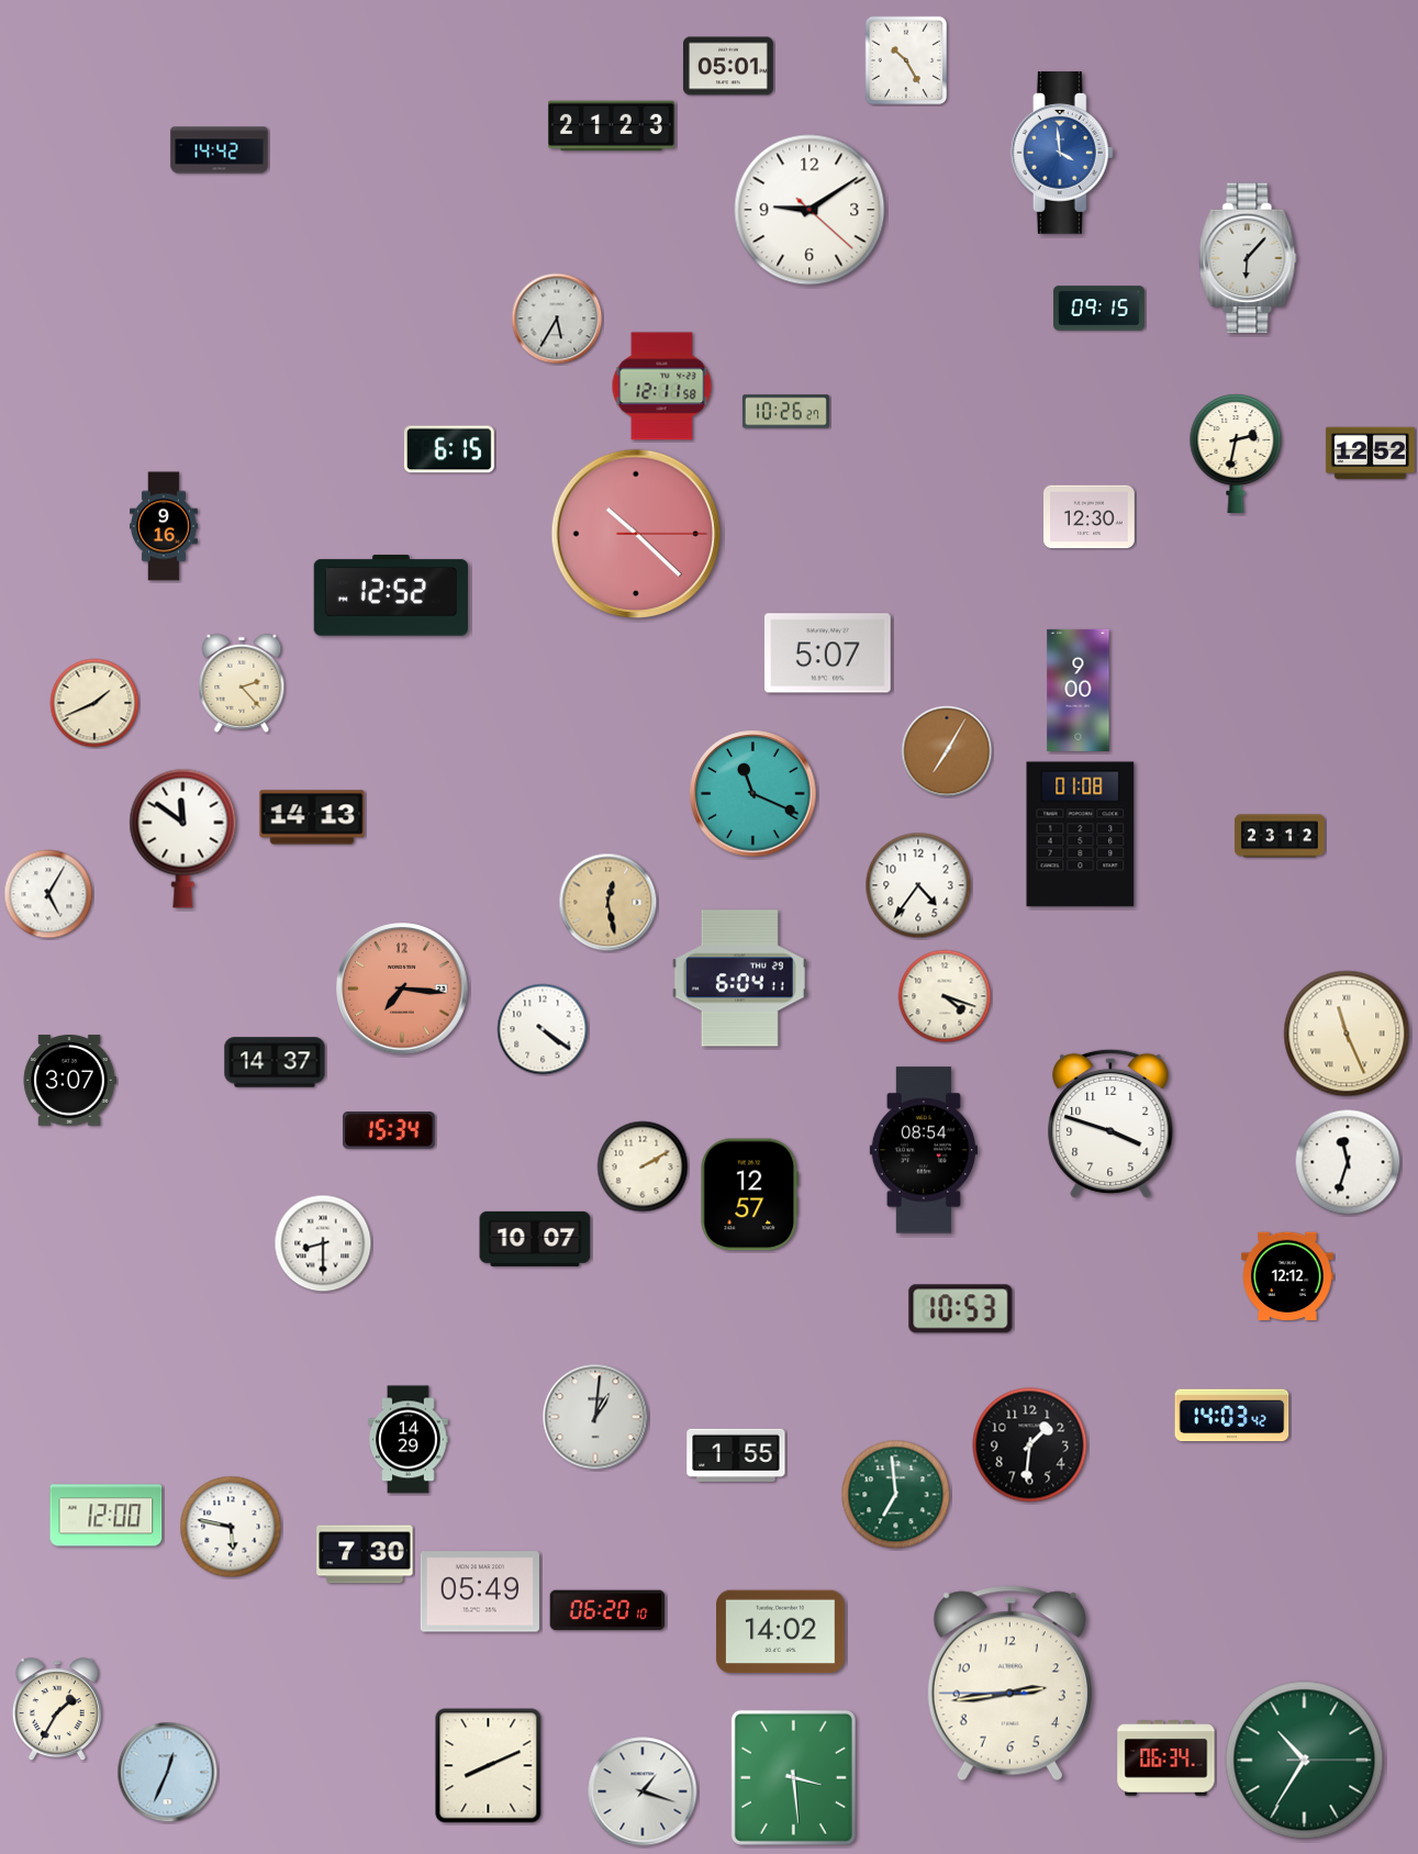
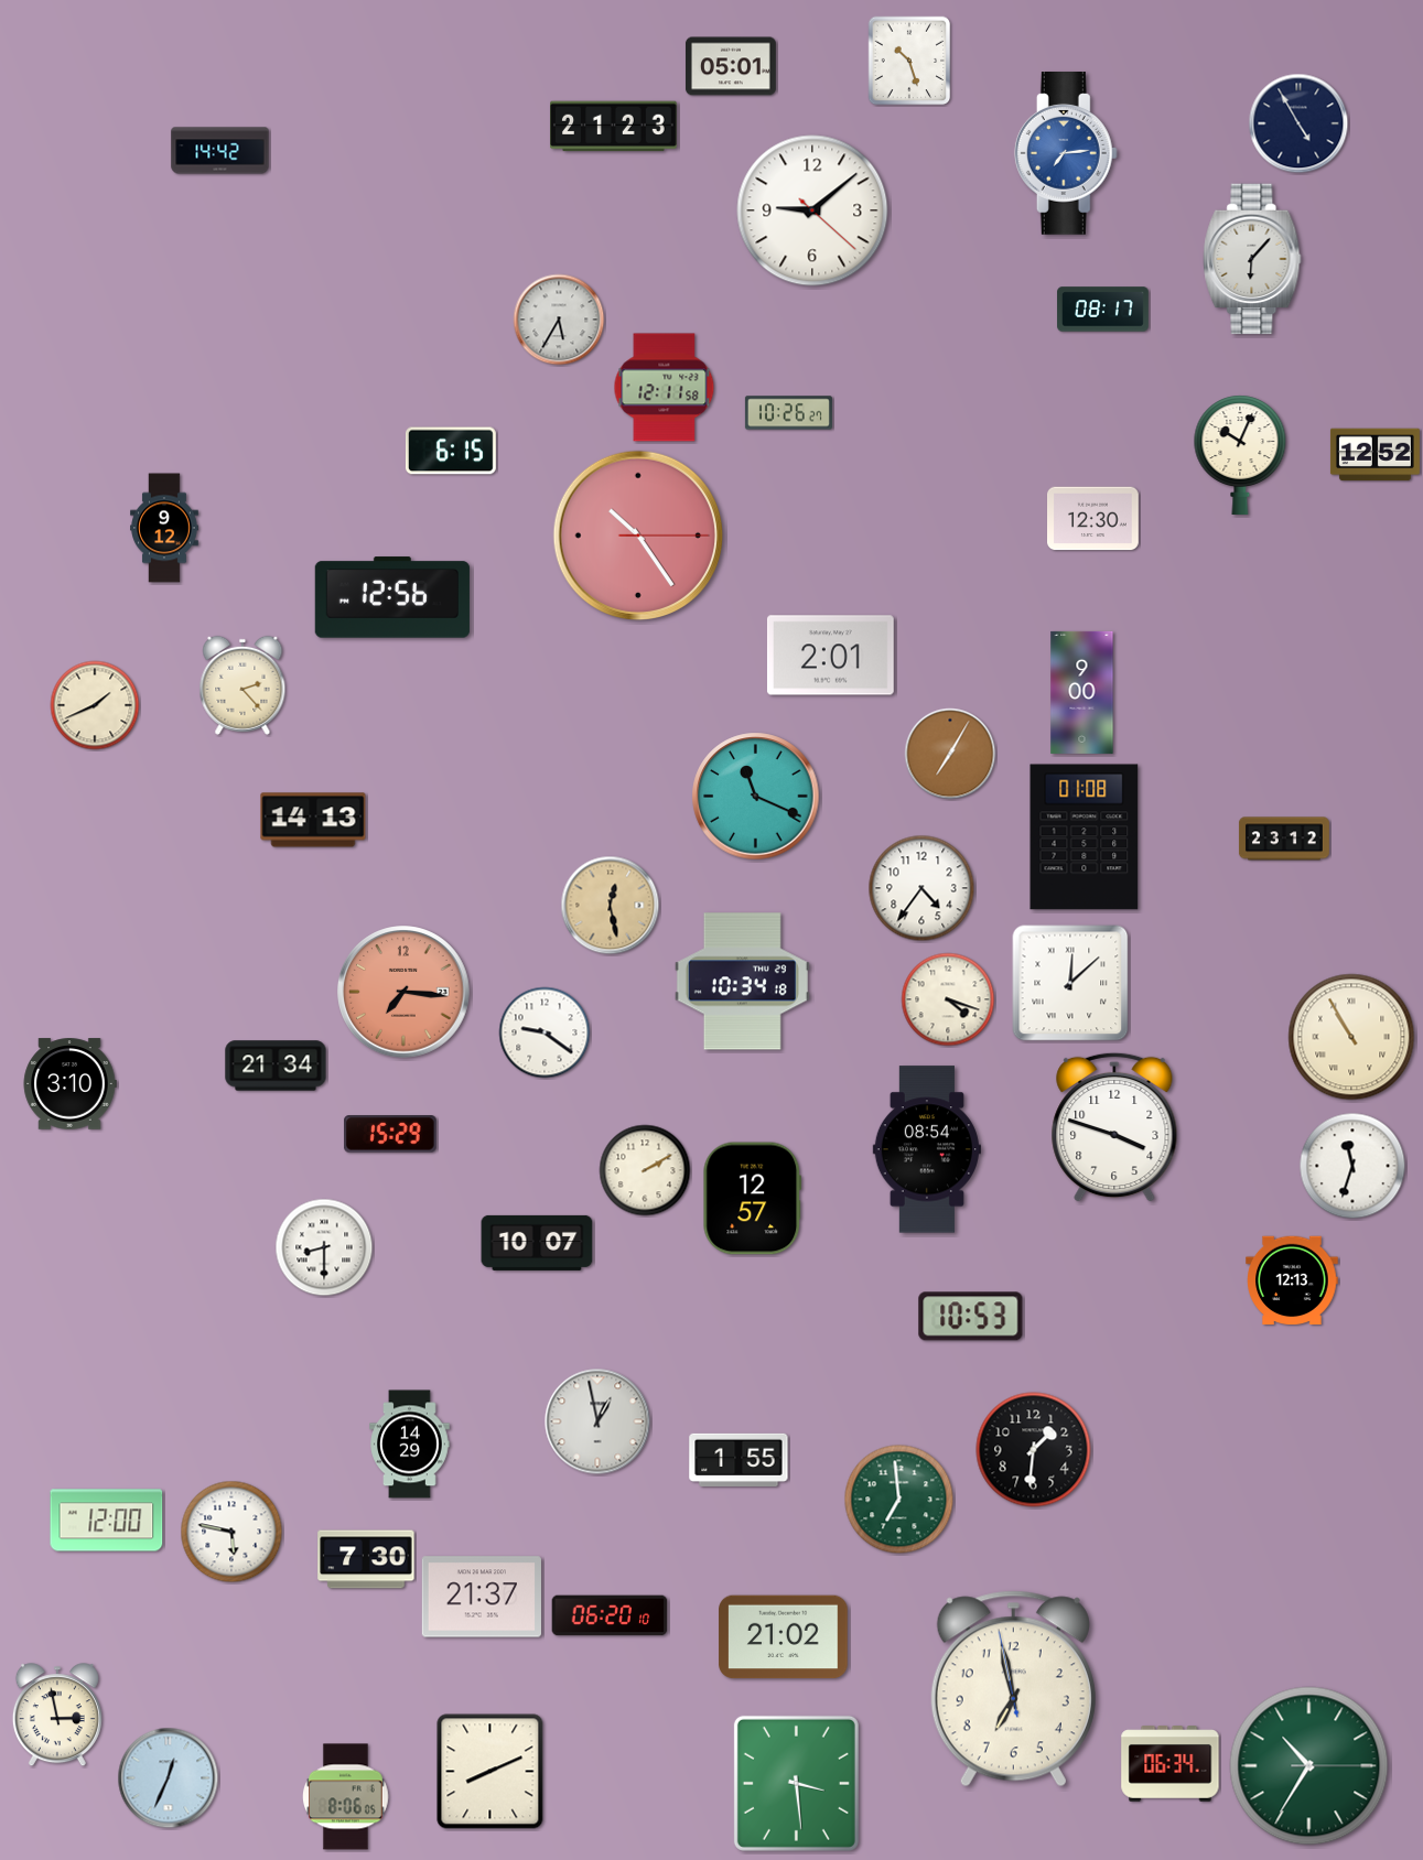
clock at (906, 60): 10:25 -> 10:27
clock at (1298, 123): none -> 4:55
clock at (1062, 154): 3:59 -> 7:14
clock at (810, 210): 9:09 -> 9:08
clock at (1099, 309): 09:15 -> 08:17
clock at (1236, 453): 2:32 -> 10:04
clock at (164, 526): 9:16 -> 9:12
clock at (635, 533): 10:22 -> 10:24
clock at (391, 595): 12:52 -> 12:56
clock at (827, 654): 5:07 -> 2:01
clock at (183, 838): 11:51 -> none
clock at (48, 894): 5:05 -> none
clock at (739, 979): 6:04 -> 10:34
clock at (1070, 983): none -> 12:08
clock at (543, 1029): 4:21 -> 9:21
clock at (1347, 1034): 11:26 -> 10:55
clock at (275, 1062): 14:37 -> 21:34
clock at (69, 1081): 3:07 -> 3:10
clock at (390, 1130): 15:34 -> 15:29
clock at (924, 1150) position: (924, 1150) -> (927, 1149)
clock at (1287, 1276): 12:12 -> 12:13
clock at (961, 1309) position: (961, 1309) -> (971, 1317)
clock at (1232, 1416): 14:03 -> none
clock at (595, 1417): 1:01 -> 12:58
clock at (480, 1591): 05:49 -> 21:37
clock at (781, 1632): 14:02 -> 21:02
clock at (1009, 1684): 2:43 -> 6:57
clock at (57, 1710): 1:35 -> 2:58
clock at (346, 1797): none -> 8:06
clock at (643, 1791): 1:18 -> none
